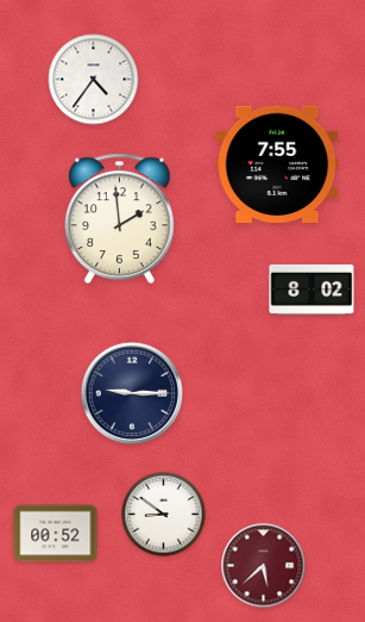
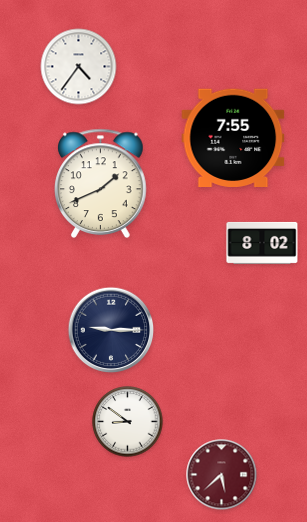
clock at (120, 218): 1:59 -> 1:41
clock at (164, 515) position: (164, 515) -> (128, 422)
clock at (56, 534): 00:52 -> none
